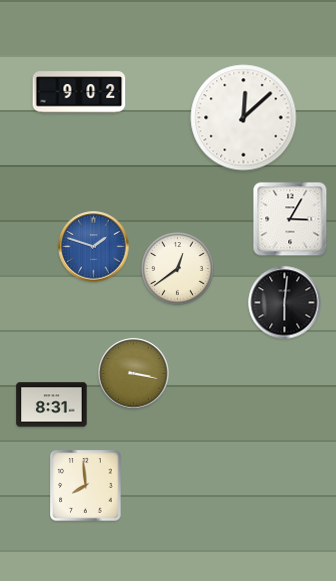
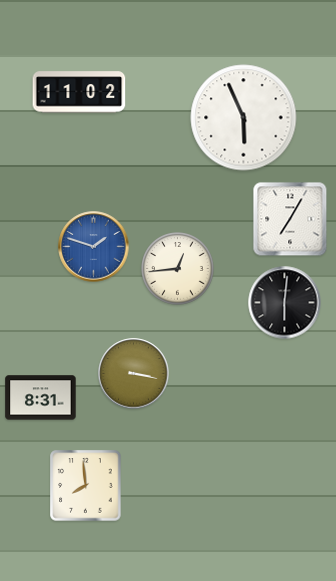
clock at (79, 92): 9:02 -> 11:02
clock at (244, 118): 12:08 -> 5:56
clock at (290, 219): 3:05 -> 7:05
clock at (178, 269): 12:39 -> 12:44
clock at (52, 405) position: (52, 405) -> (41, 398)
